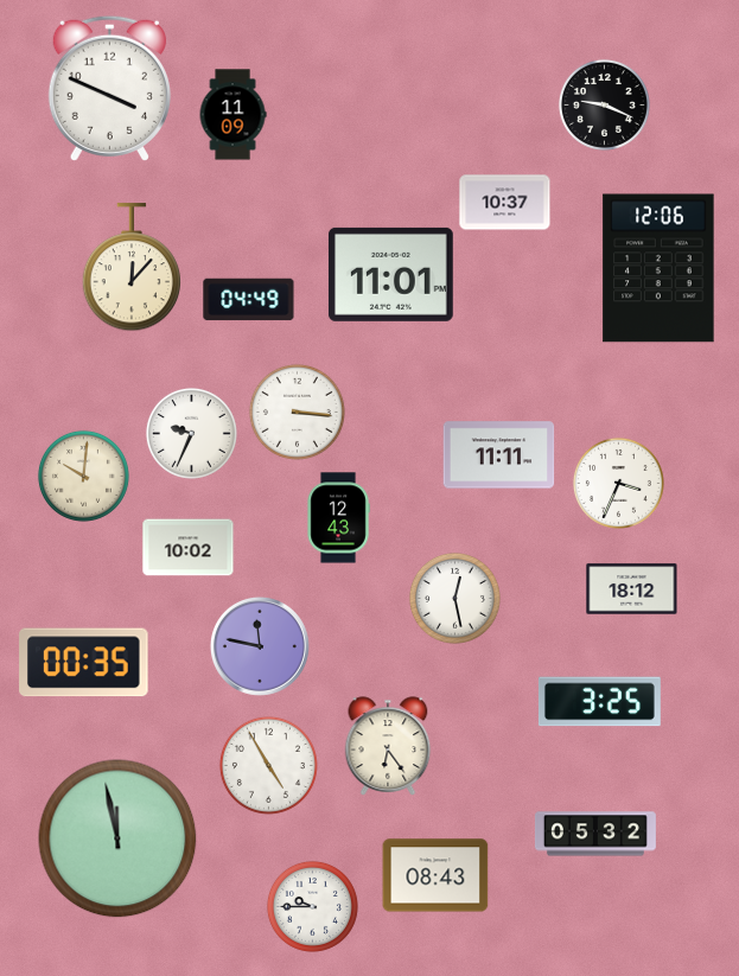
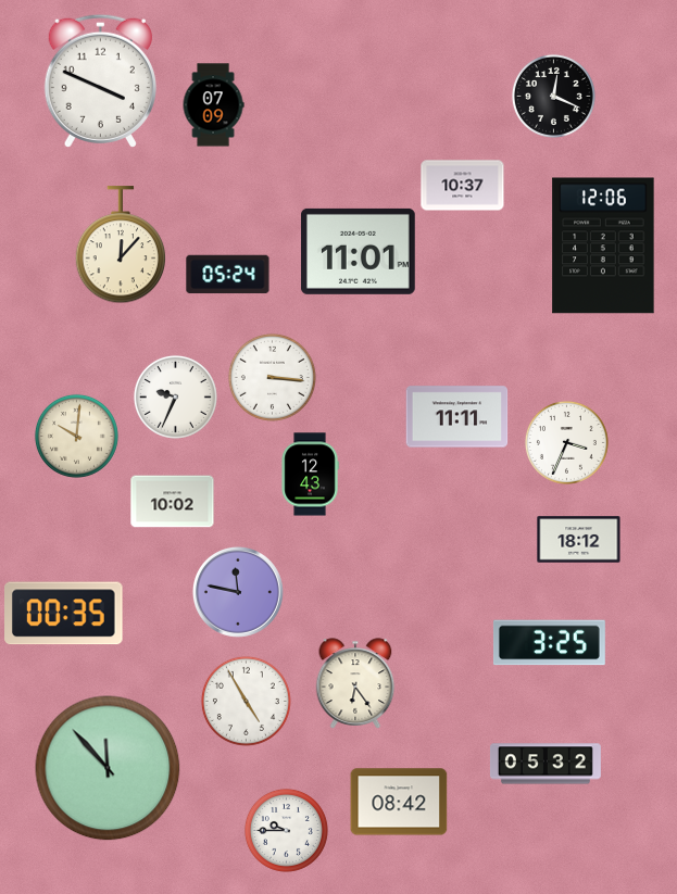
clock at (604, 104): 9:19 -> 12:19
clock at (232, 115): 11:09 -> 07:09
clock at (249, 300): 04:49 -> 05:24
clock at (454, 598): 12:28 -> none
clock at (84, 663) position: (84, 663) -> (64, 614)
clock at (117, 838): 11:58 -> 11:53
clock at (435, 875): 08:43 -> 08:42
